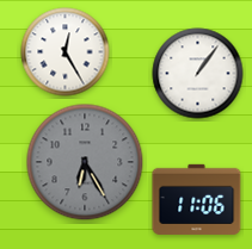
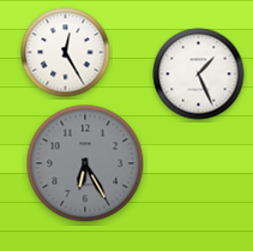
clock at (198, 74): 1:06 -> 1:26
clock at (197, 199): 11:06 -> none
